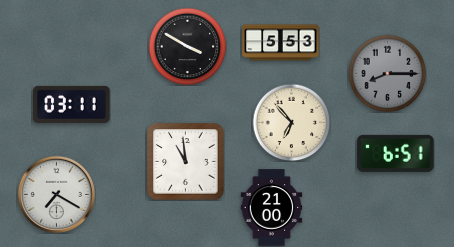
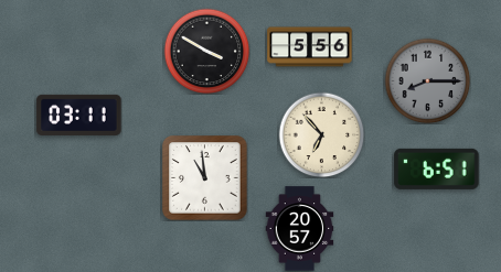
clock at (281, 43): 5:53 -> 5:56
clock at (56, 194): 7:20 -> none
clock at (272, 208): 21:00 -> 20:57
